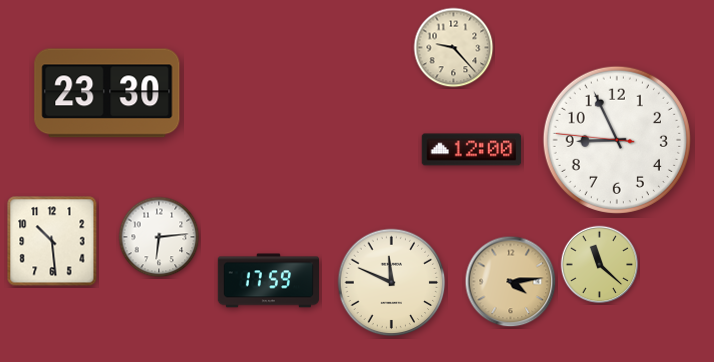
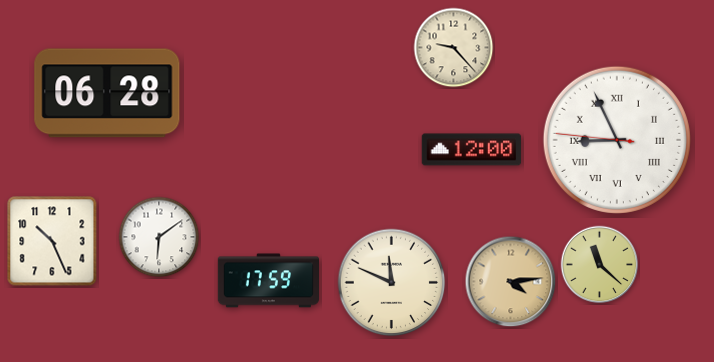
clock at (107, 93): 23:30 -> 06:28
clock at (617, 140) numerals: Arabic -> Roman
clock at (159, 237): 6:14 -> 6:09
clock at (52, 241): 10:29 -> 10:26
